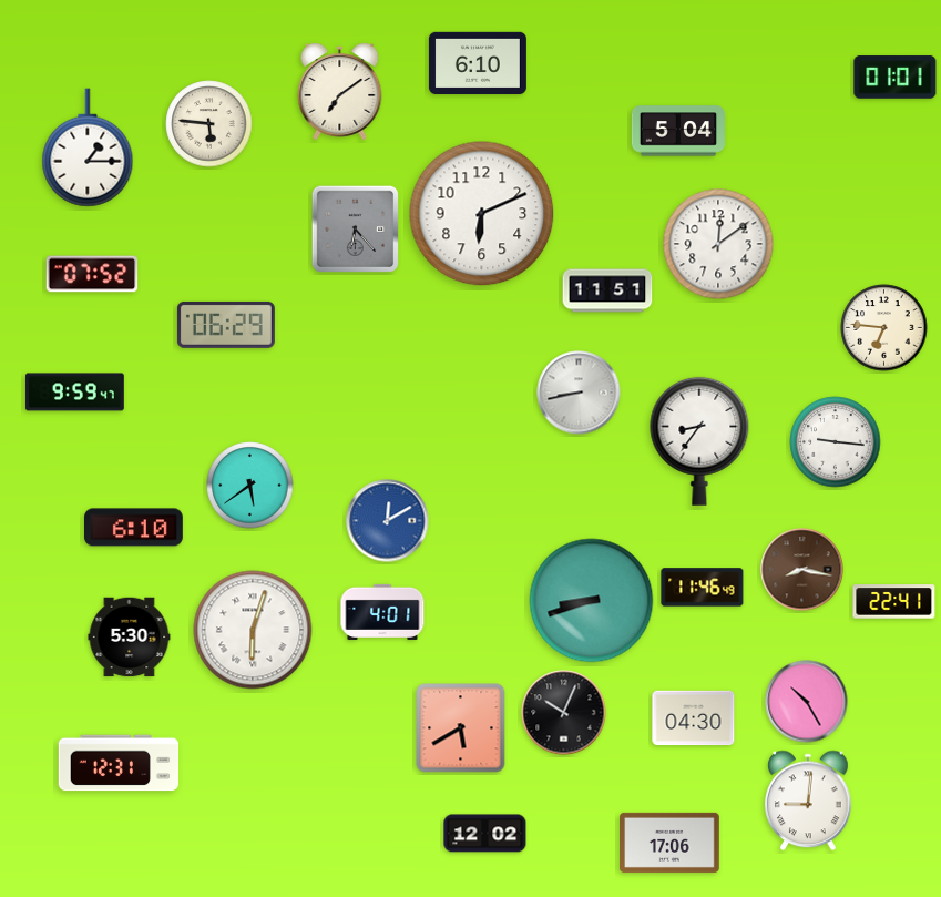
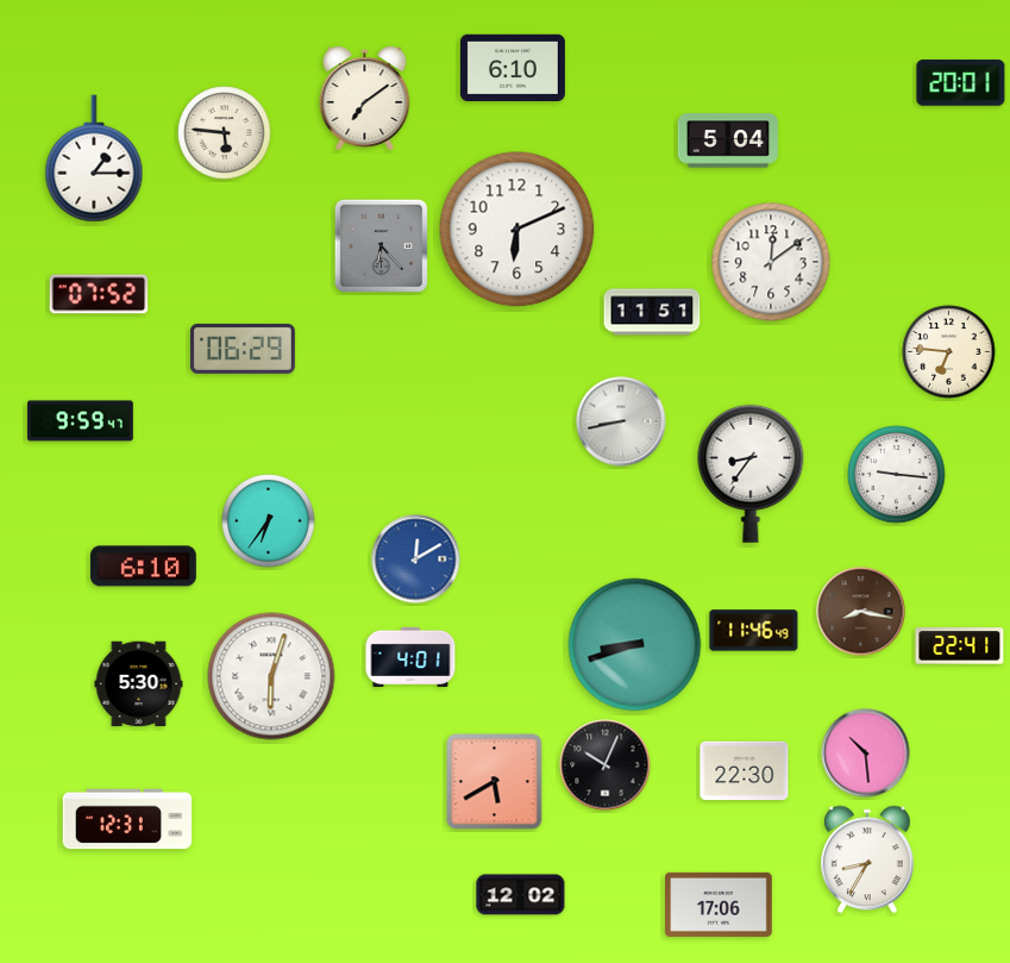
clock at (896, 78): 01:01 -> 20:01
clock at (250, 486): 5:39 -> 6:36
clock at (807, 702): 10:25 -> 10:29
clock at (694, 718): 04:30 -> 22:30
clock at (808, 801): 9:01 -> 8:35
